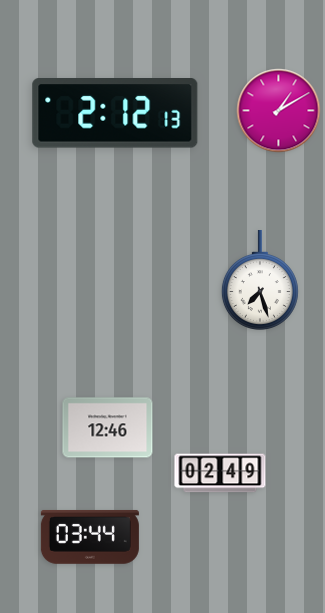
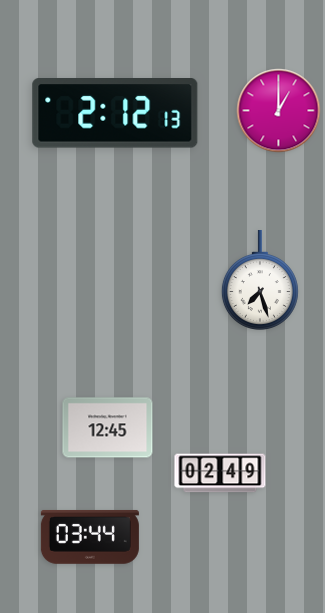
clock at (279, 111): 1:10 -> 1:00
clock at (108, 428): 12:46 -> 12:45
